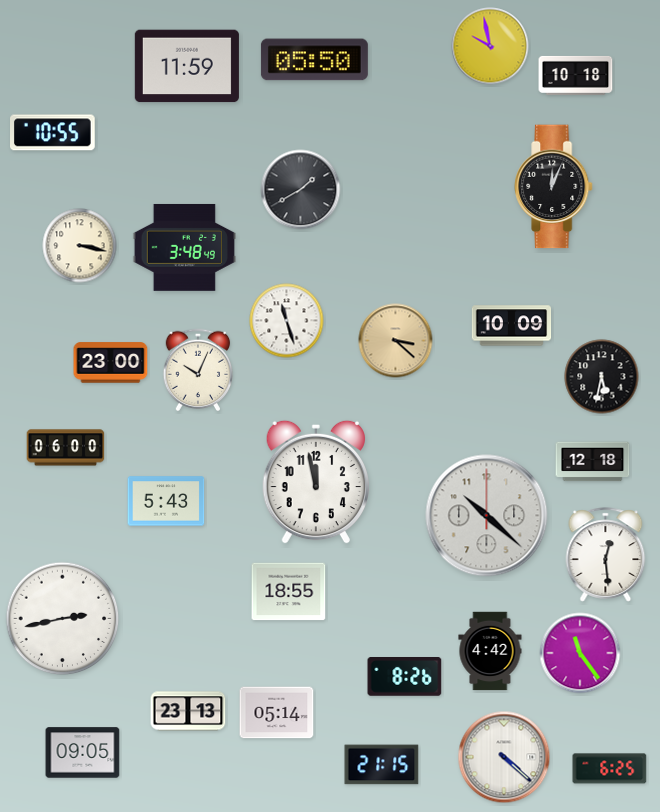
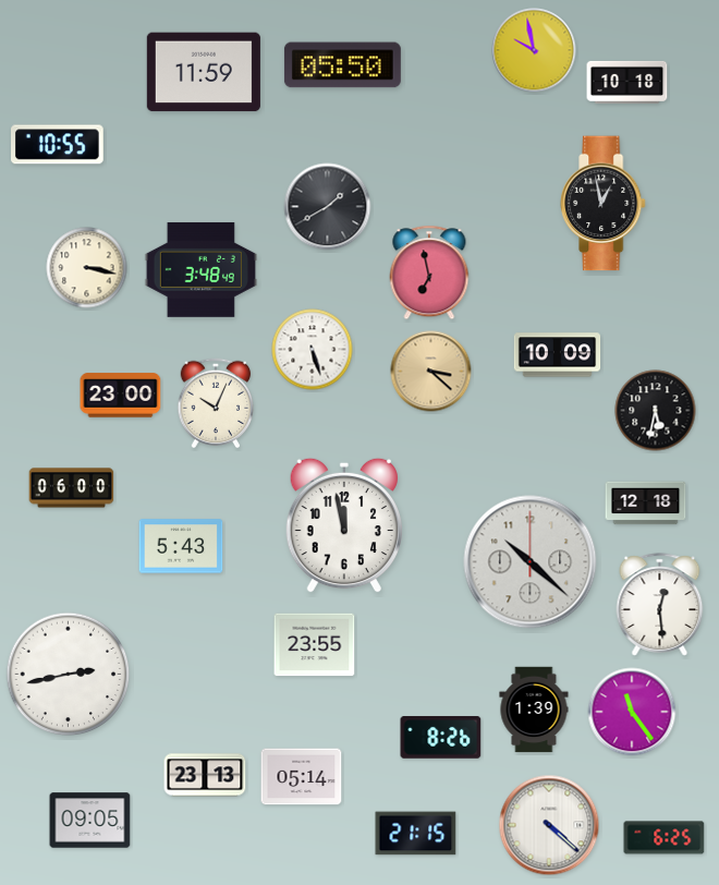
clock at (554, 187): 12:04 -> 12:58
clock at (429, 272): none -> 6:58
clock at (287, 321): 11:27 -> 5:27
clock at (289, 592): 18:55 -> 23:55
clock at (490, 651): 4:42 -> 1:39
